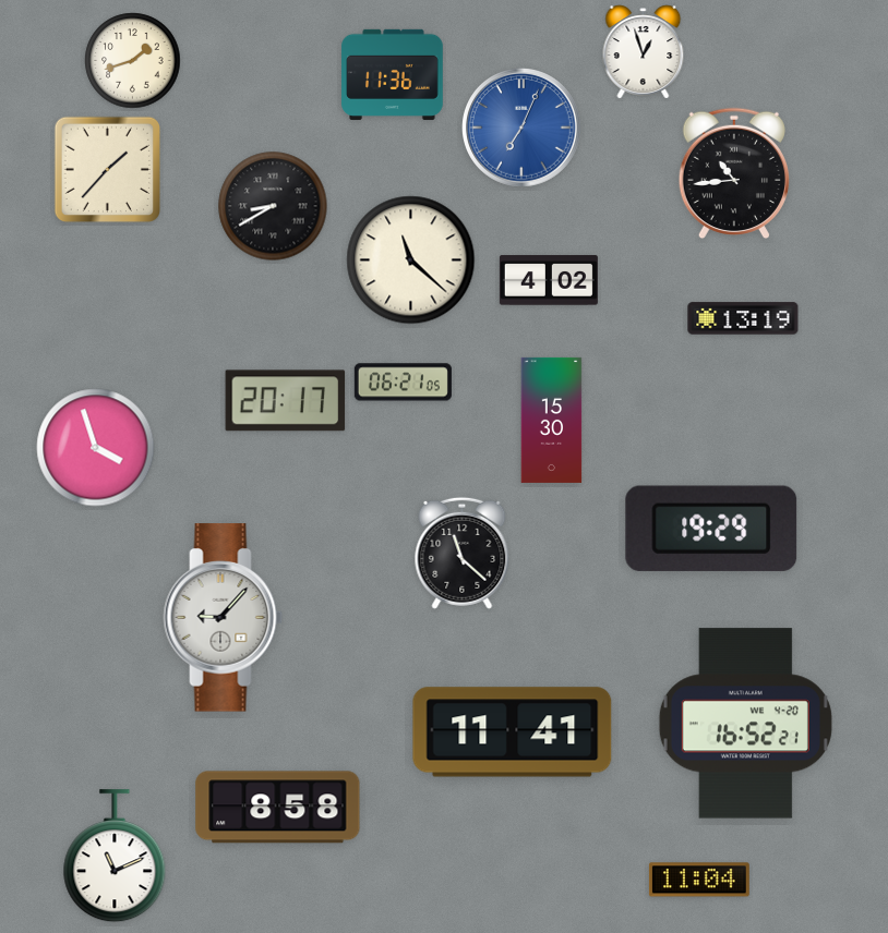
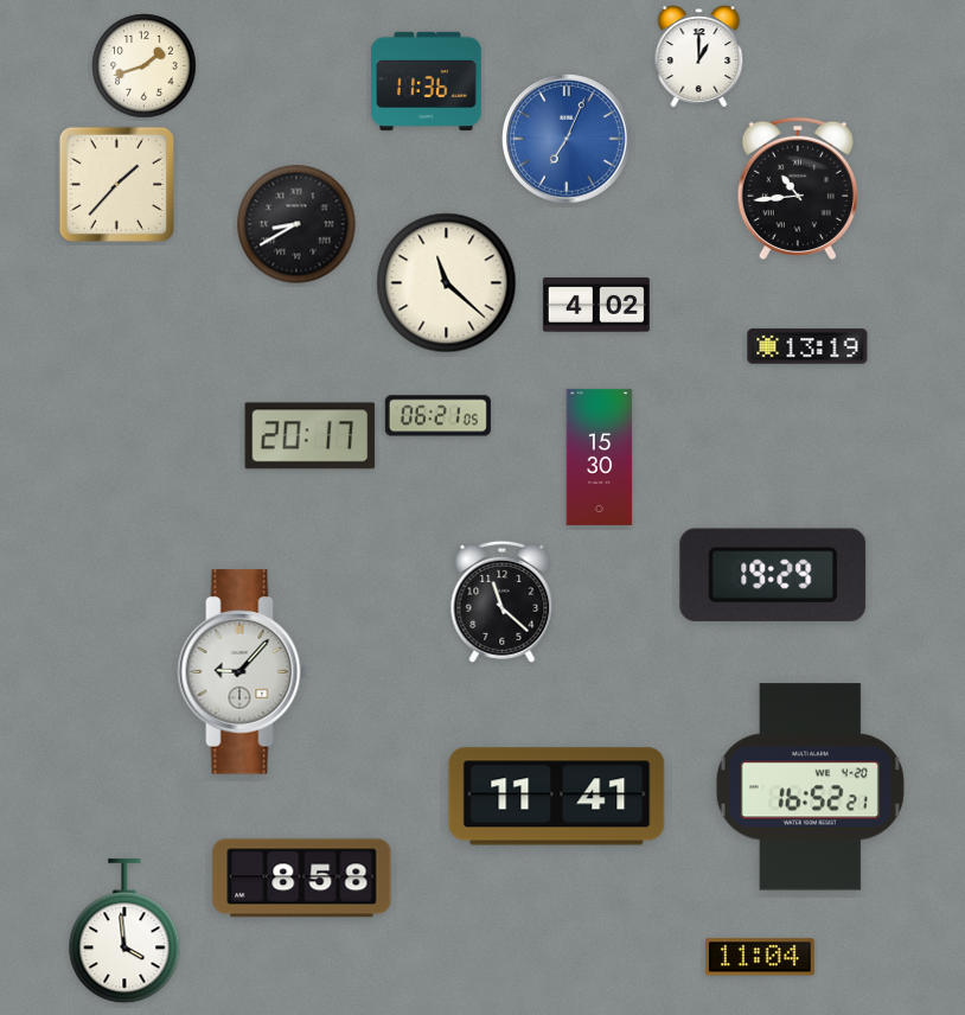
clock at (644, 52): 12:57 -> 1:00
clock at (96, 448): 3:57 -> none
clock at (115, 857): 11:11 -> 3:59
